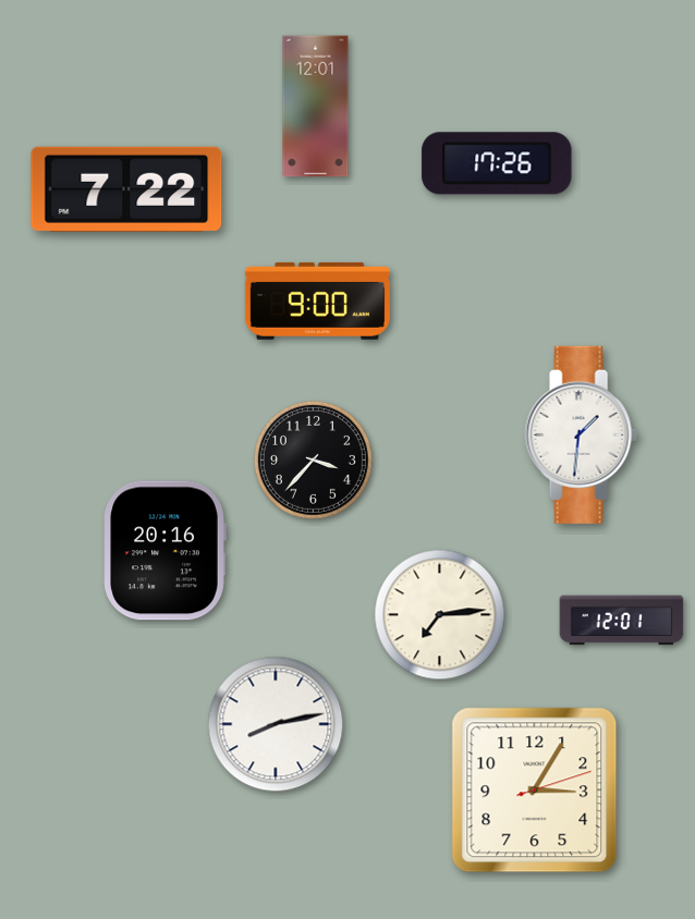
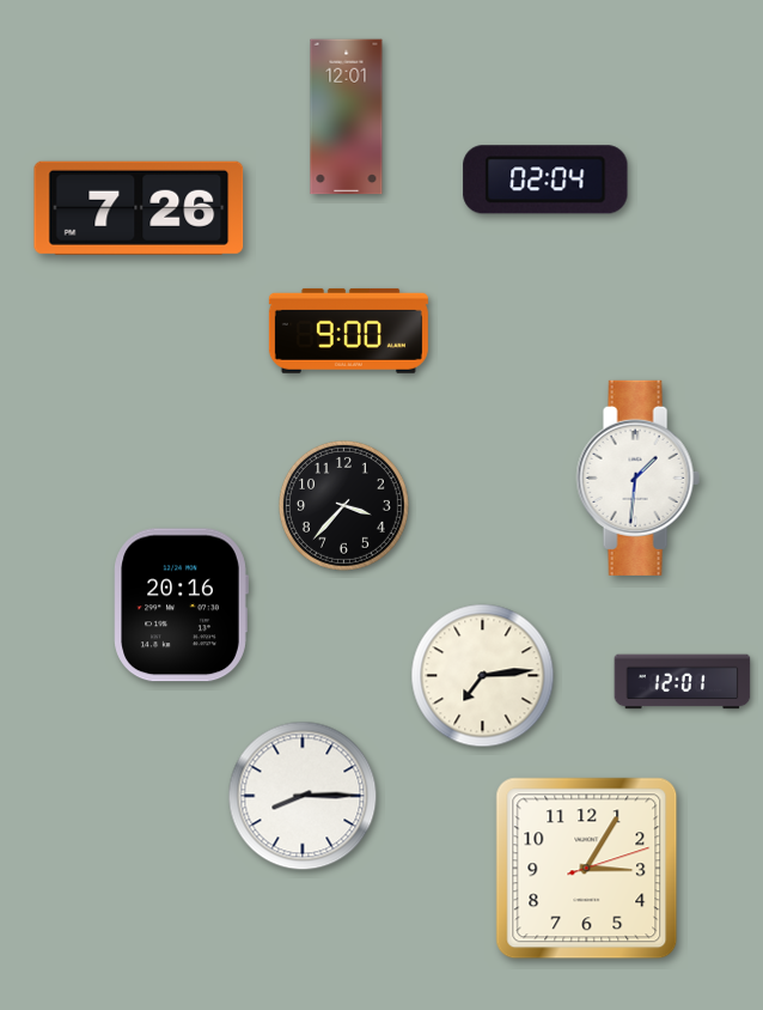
clock at (497, 163): 17:26 -> 02:04
clock at (126, 189): 7:22 -> 7:26
clock at (276, 724): 8:13 -> 8:15
